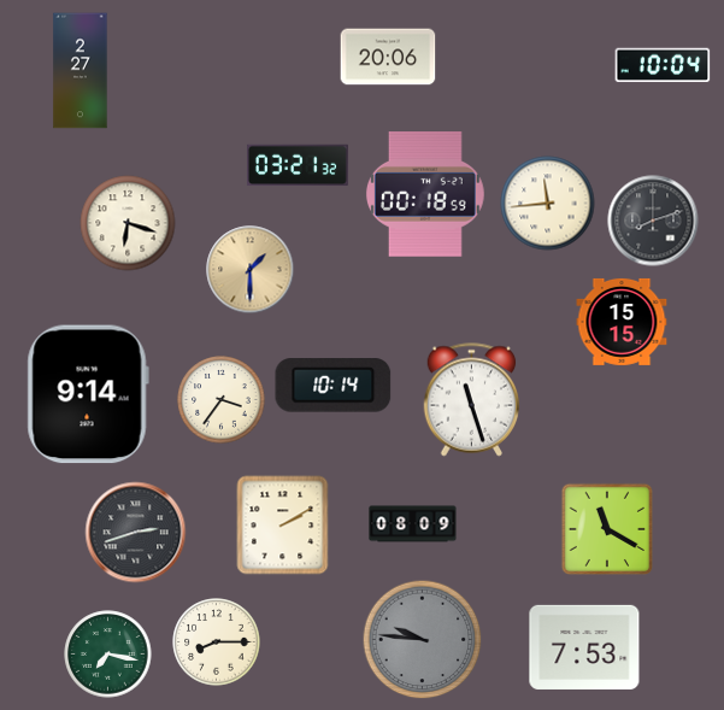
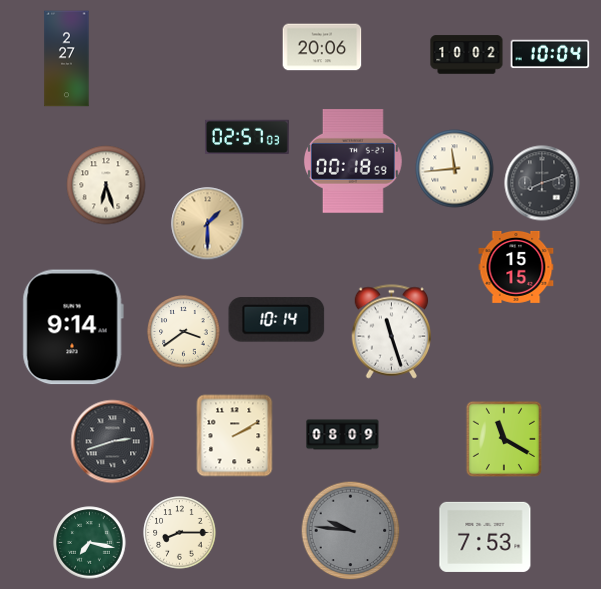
clock at (467, 55): none -> 10:02
clock at (298, 165): 03:21 -> 02:57
clock at (128, 223): 6:18 -> 6:27
clock at (222, 400): 3:36 -> 3:39
